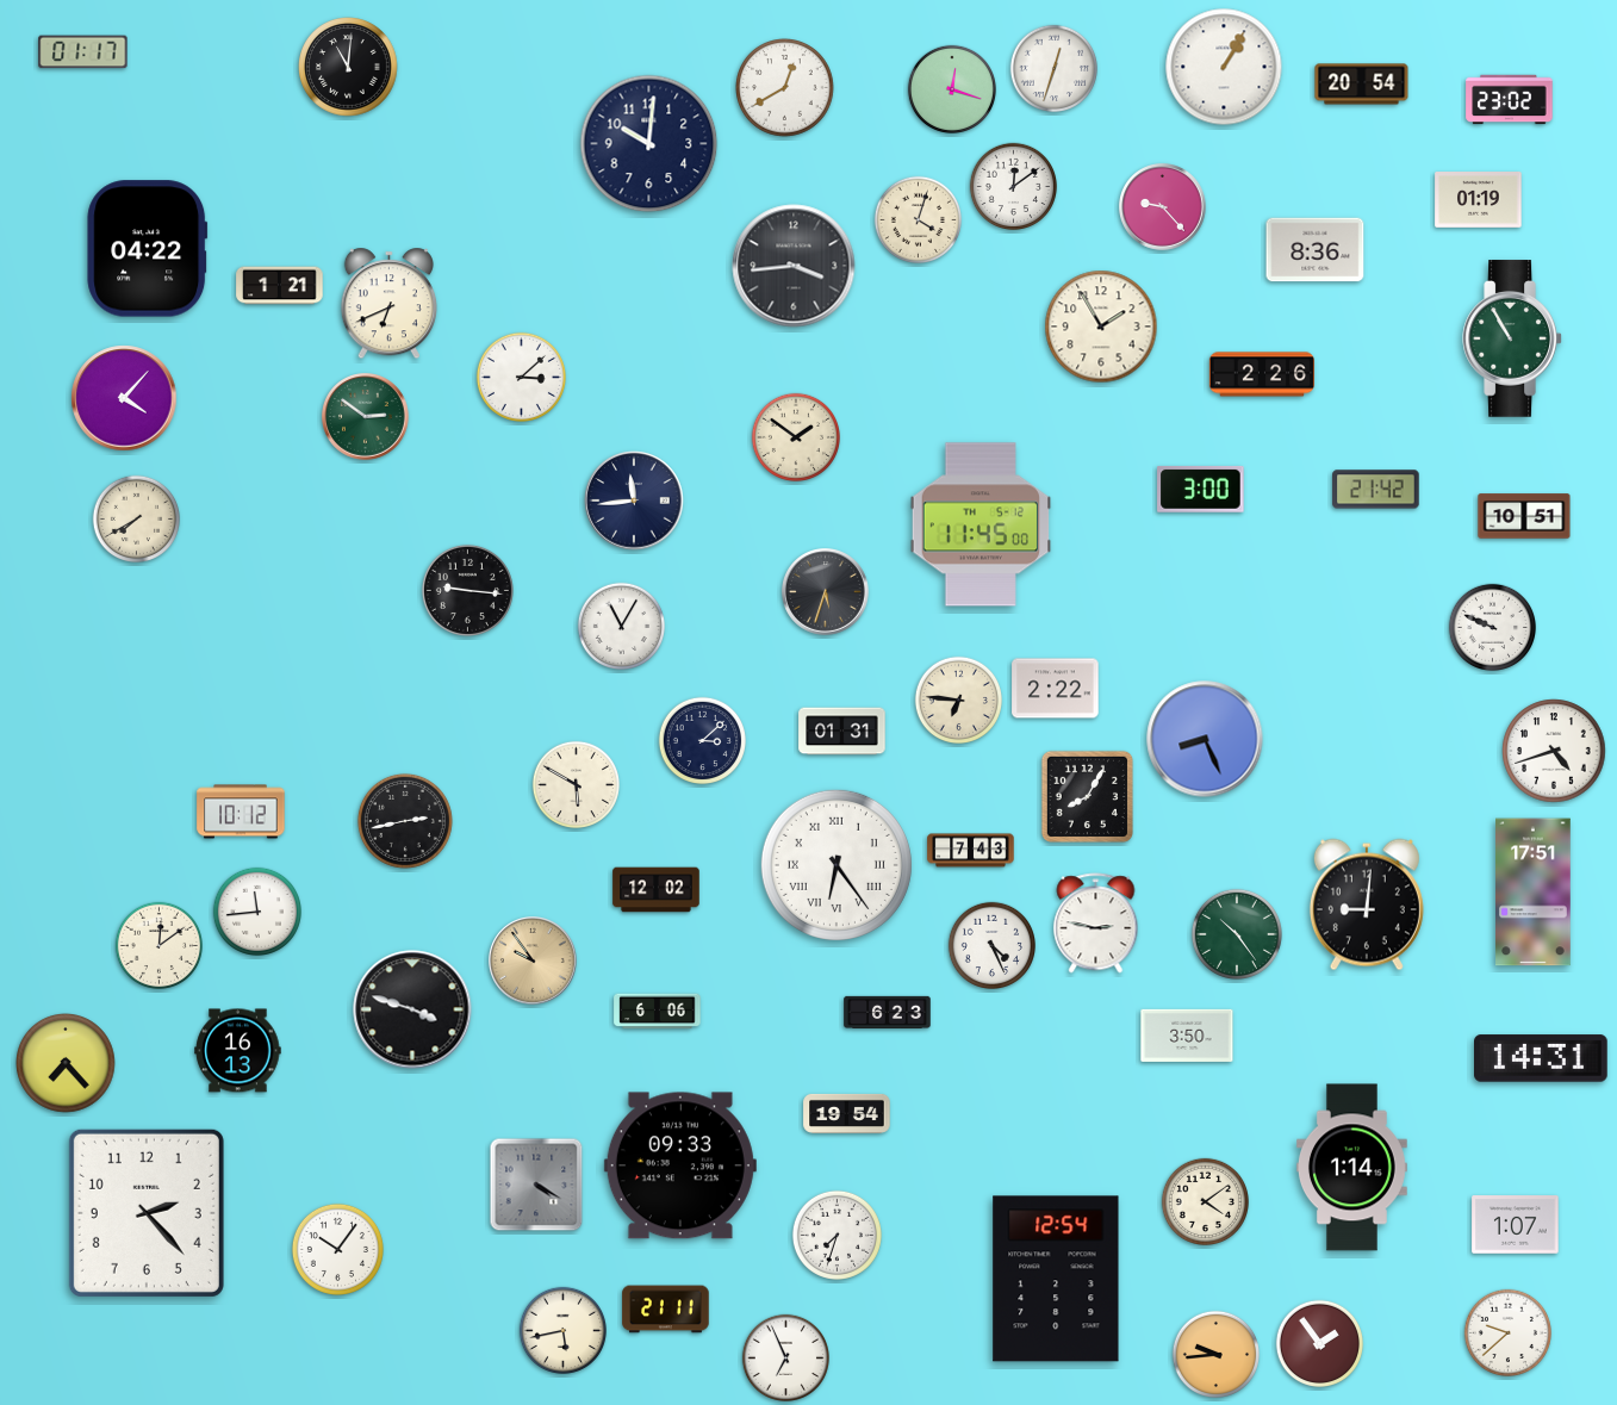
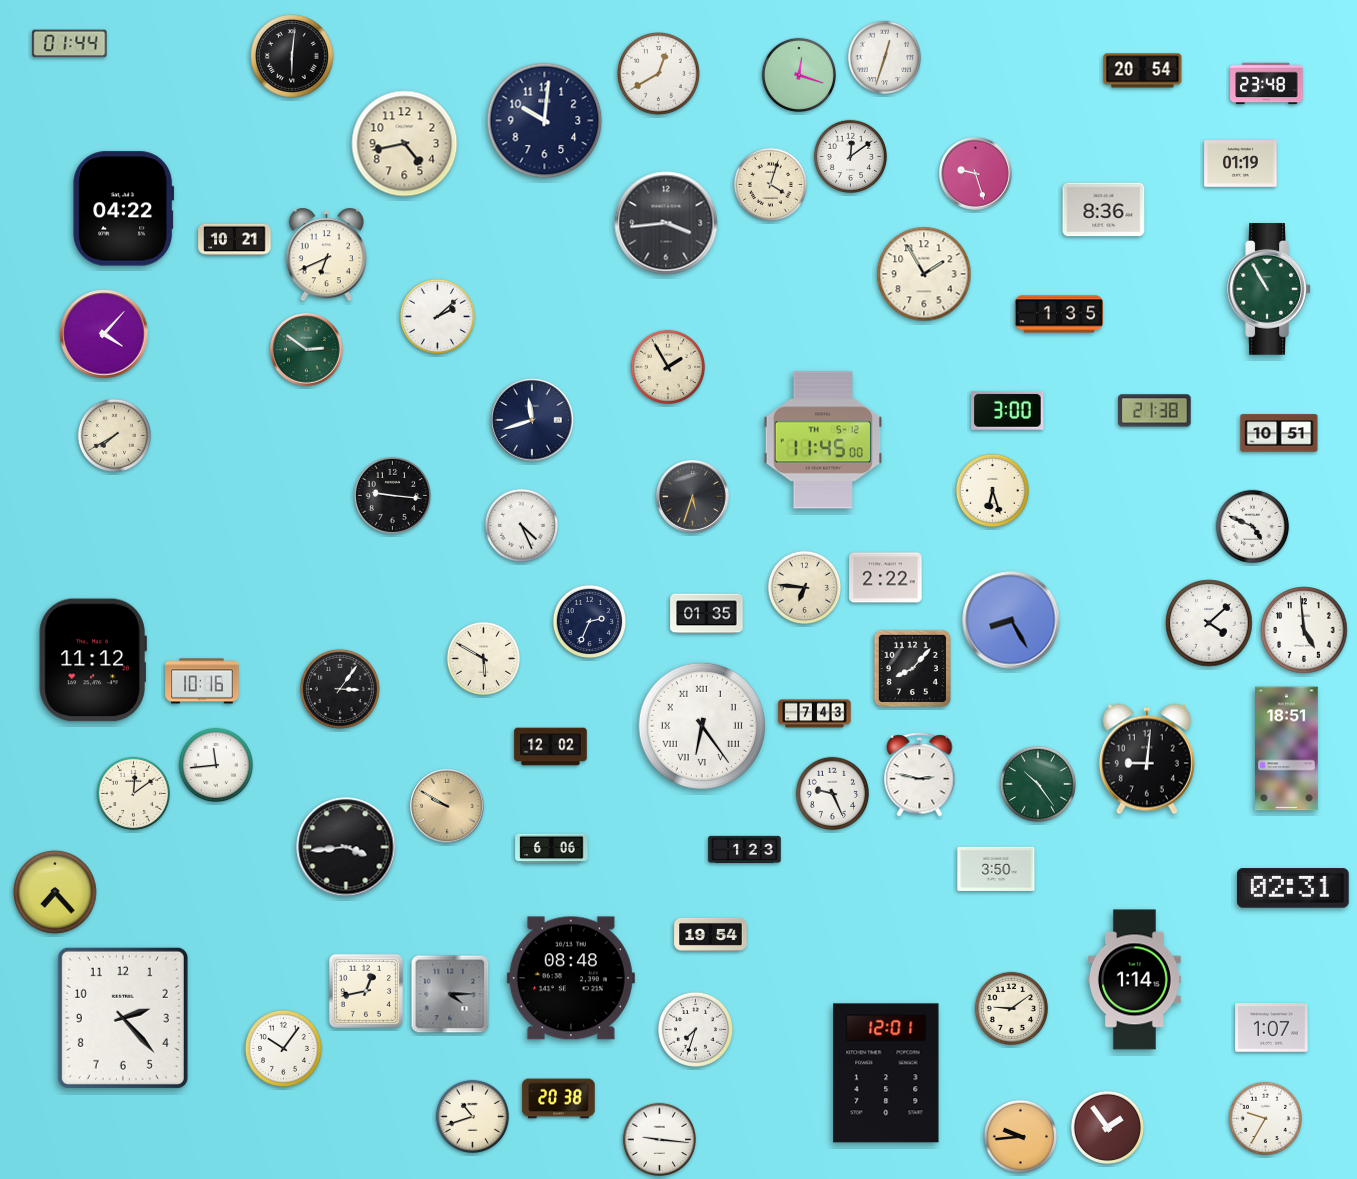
clock at (83, 52): 01:17 -> 01:44
clock at (348, 67): 11:01 -> 6:01
clock at (1224, 67): 1:05 -> none
clock at (1510, 100): 23:02 -> 23:48
clock at (405, 144): none -> 4:43
clock at (1479, 200) position: (1479, 200) -> (1241, 164)
clock at (1163, 207): 9:23 -> 9:27
clock at (280, 286): 1:21 -> 10:21
clock at (1512, 338) position: (1512, 338) -> (1269, 289)
clock at (1262, 374): 2:26 -> 1:35
clock at (521, 377): 3:08 -> 2:08
clock at (795, 436): 1:51 -> 1:55
clock at (1376, 490): 21:42 -> 21:38
clock at (634, 501): 11:44 -> 11:42
clock at (992, 490): none -> 6:27
clock at (621, 626): 11:05 -> 4:26
clock at (1492, 627): 9:49 -> 4:49
clock at (842, 732): 01:31 -> 01:35
clock at (1205, 739): 8:26 -> 8:25
clock at (702, 740): 3:08 -> 2:34
clock at (1209, 623): none -> 4:08
clock at (1554, 751): 4:42 -> 4:59
clock at (93, 660): none -> 11:12
clock at (1087, 796): 8:05 -> 8:07
clock at (241, 812): 10:12 -> 10:16
clock at (405, 821): 2:43 -> 3:06
clock at (1534, 893): 17:51 -> 18:51
clock at (991, 945): 4:26 -> 9:26
clock at (533, 961): 9:54 -> 9:50
clock at (412, 1009): 3:48 -> 3:44
clock at (888, 1013): 6:23 -> 1:23
clock at (238, 1051): 16:13 -> none
clock at (1541, 1058): 14:31 -> 02:31
clock at (680, 1165): 09:33 -> 08:48
clock at (366, 991): none -> 12:43
clock at (536, 1185): 4:20 -> 4:15
clock at (1205, 1201): 4:09 -> 9:09
clock at (837, 1235) position: (837, 1235) -> (695, 1029)
clock at (1056, 1279): 12:54 -> 12:01
clock at (666, 1310): 21:11 -> 20:38
clock at (562, 1330): 5:43 -> 10:42
clock at (1507, 1332): 9:38 -> 9:35
clock at (785, 1357): 6:56 -> 9:16
